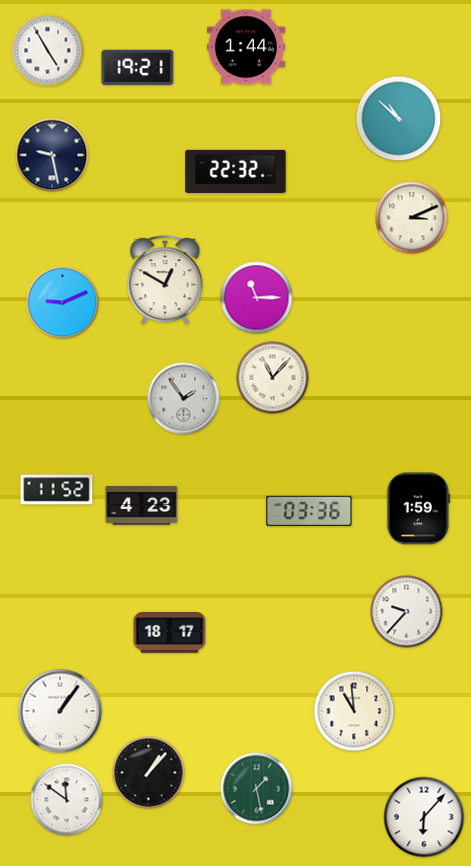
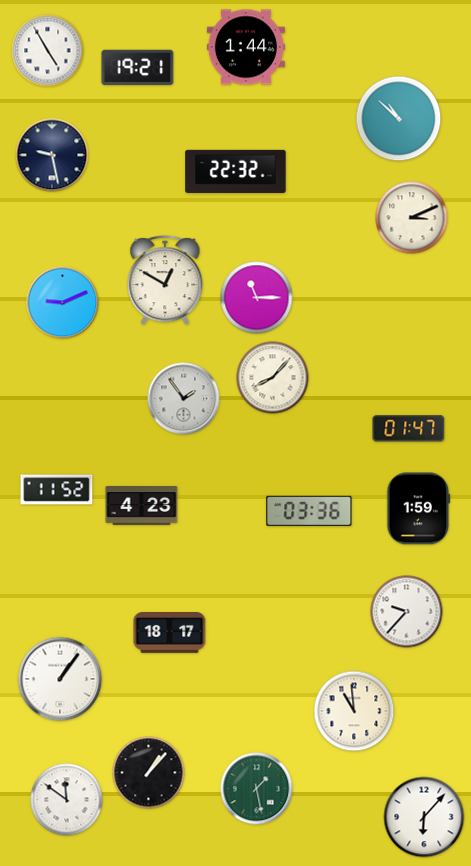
clock at (273, 378): 11:07 -> 8:07
clock at (409, 429): none -> 01:47
clock at (60, 711) position: (60, 711) -> (60, 679)
